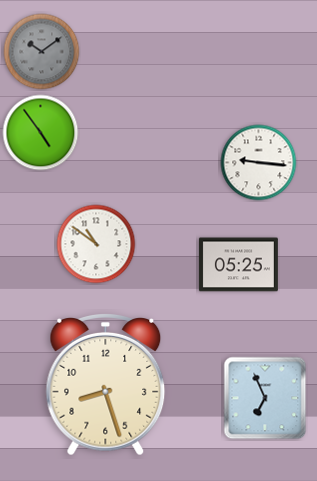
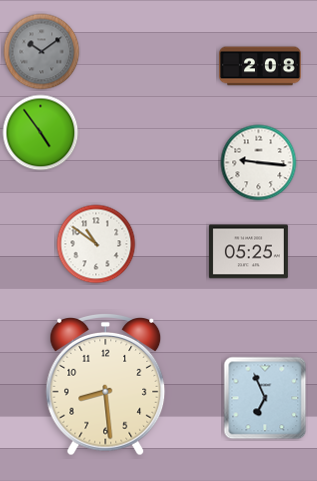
clock at (260, 66): none -> 2:08
clock at (238, 265) position: (238, 265) -> (248, 252)
clock at (106, 385): 8:27 -> 8:29
